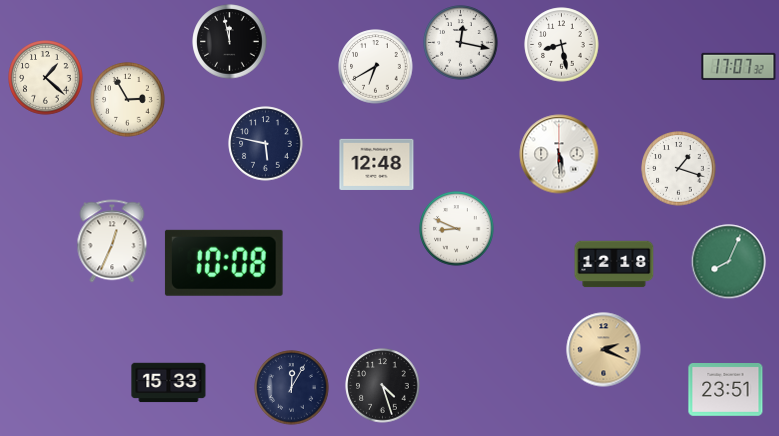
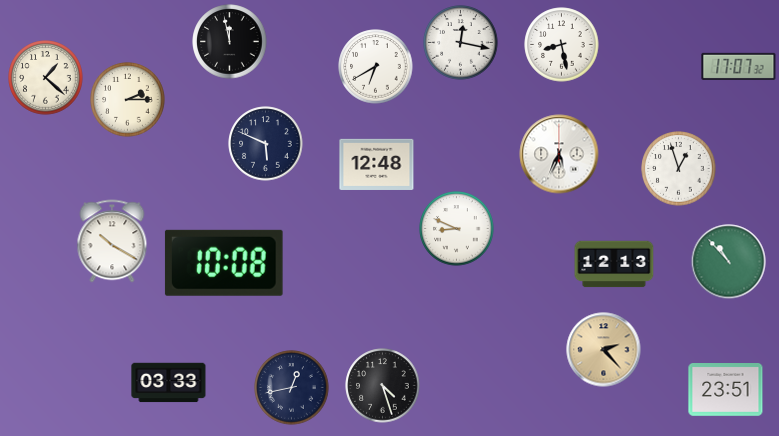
clock at (128, 100): 2:55 -> 2:15
clock at (266, 144): 5:47 -> 5:49
clock at (559, 154): 5:29 -> 5:34
clock at (679, 169): 1:18 -> 12:57
clock at (112, 241): 12:34 -> 10:20
clock at (729, 262): 8:04 -> 10:53
clock at (614, 264): 12:18 -> 12:13
clock at (604, 350): 2:19 -> 2:23
clock at (169, 383): 15:33 -> 03:33
clock at (292, 388): 12:05 -> 12:43
